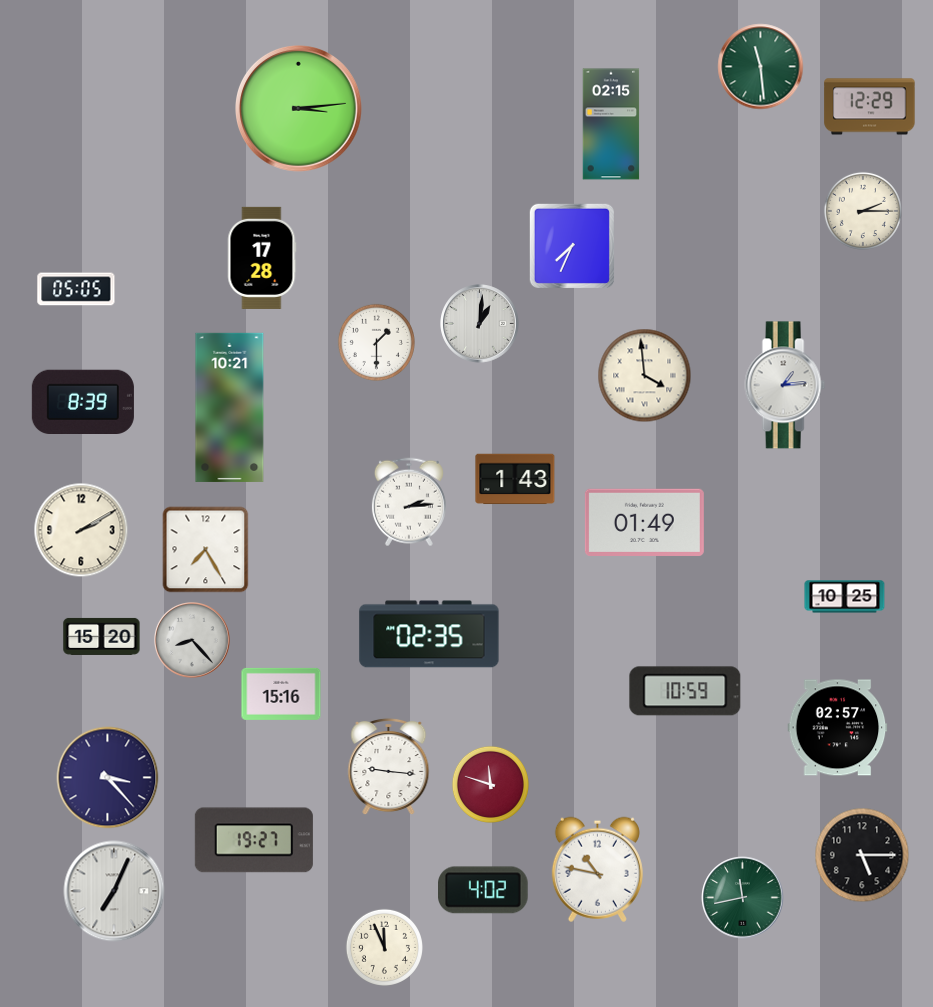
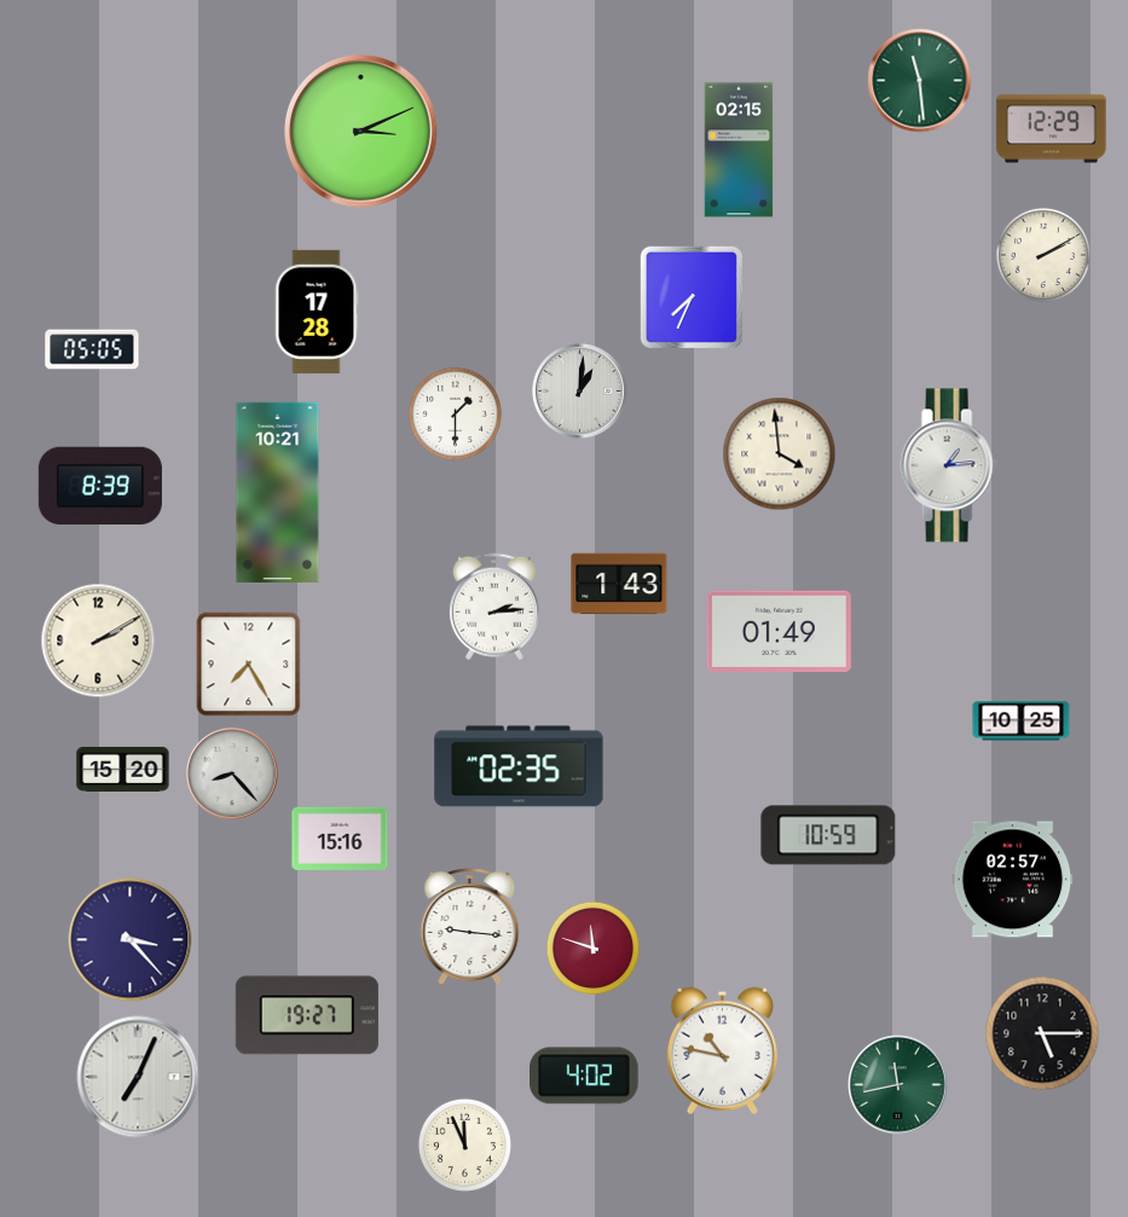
clock at (299, 109): 3:14 -> 3:11
clock at (863, 211): 2:15 -> 2:10
clock at (515, 479) position: (515, 479) -> (619, 584)
